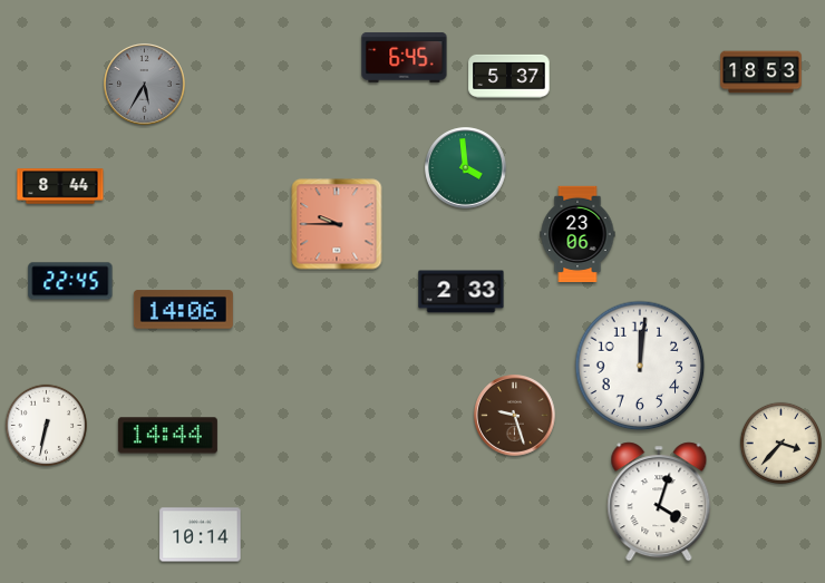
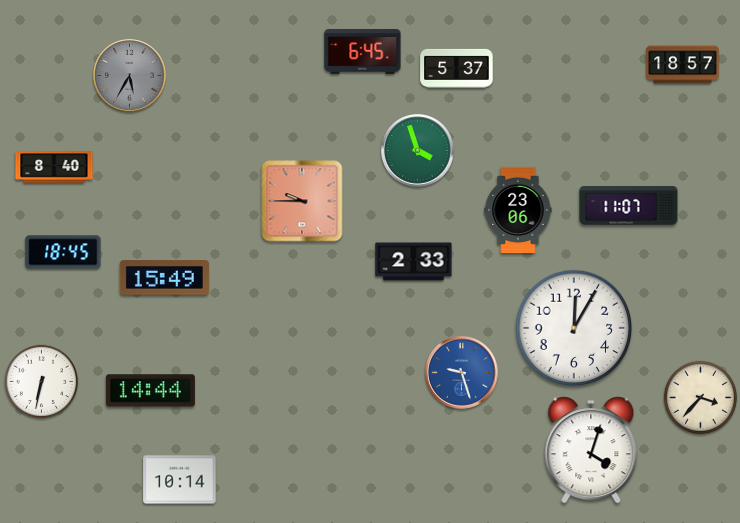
clock at (761, 72): 18:53 -> 18:57
clock at (466, 168): 3:59 -> 3:57
clock at (60, 186): 8:44 -> 8:40
clock at (629, 206): none -> 11:07
clock at (70, 281): 22:45 -> 18:45
clock at (183, 310): 14:06 -> 15:49
clock at (640, 366): 12:01 -> 12:05
clock at (515, 416) dial: brown -> blue
